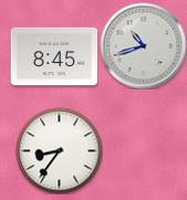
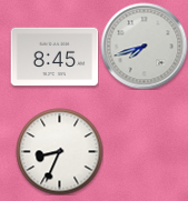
clock at (143, 45): 10:42 -> 7:42
clock at (59, 150): 8:36 -> 8:34
